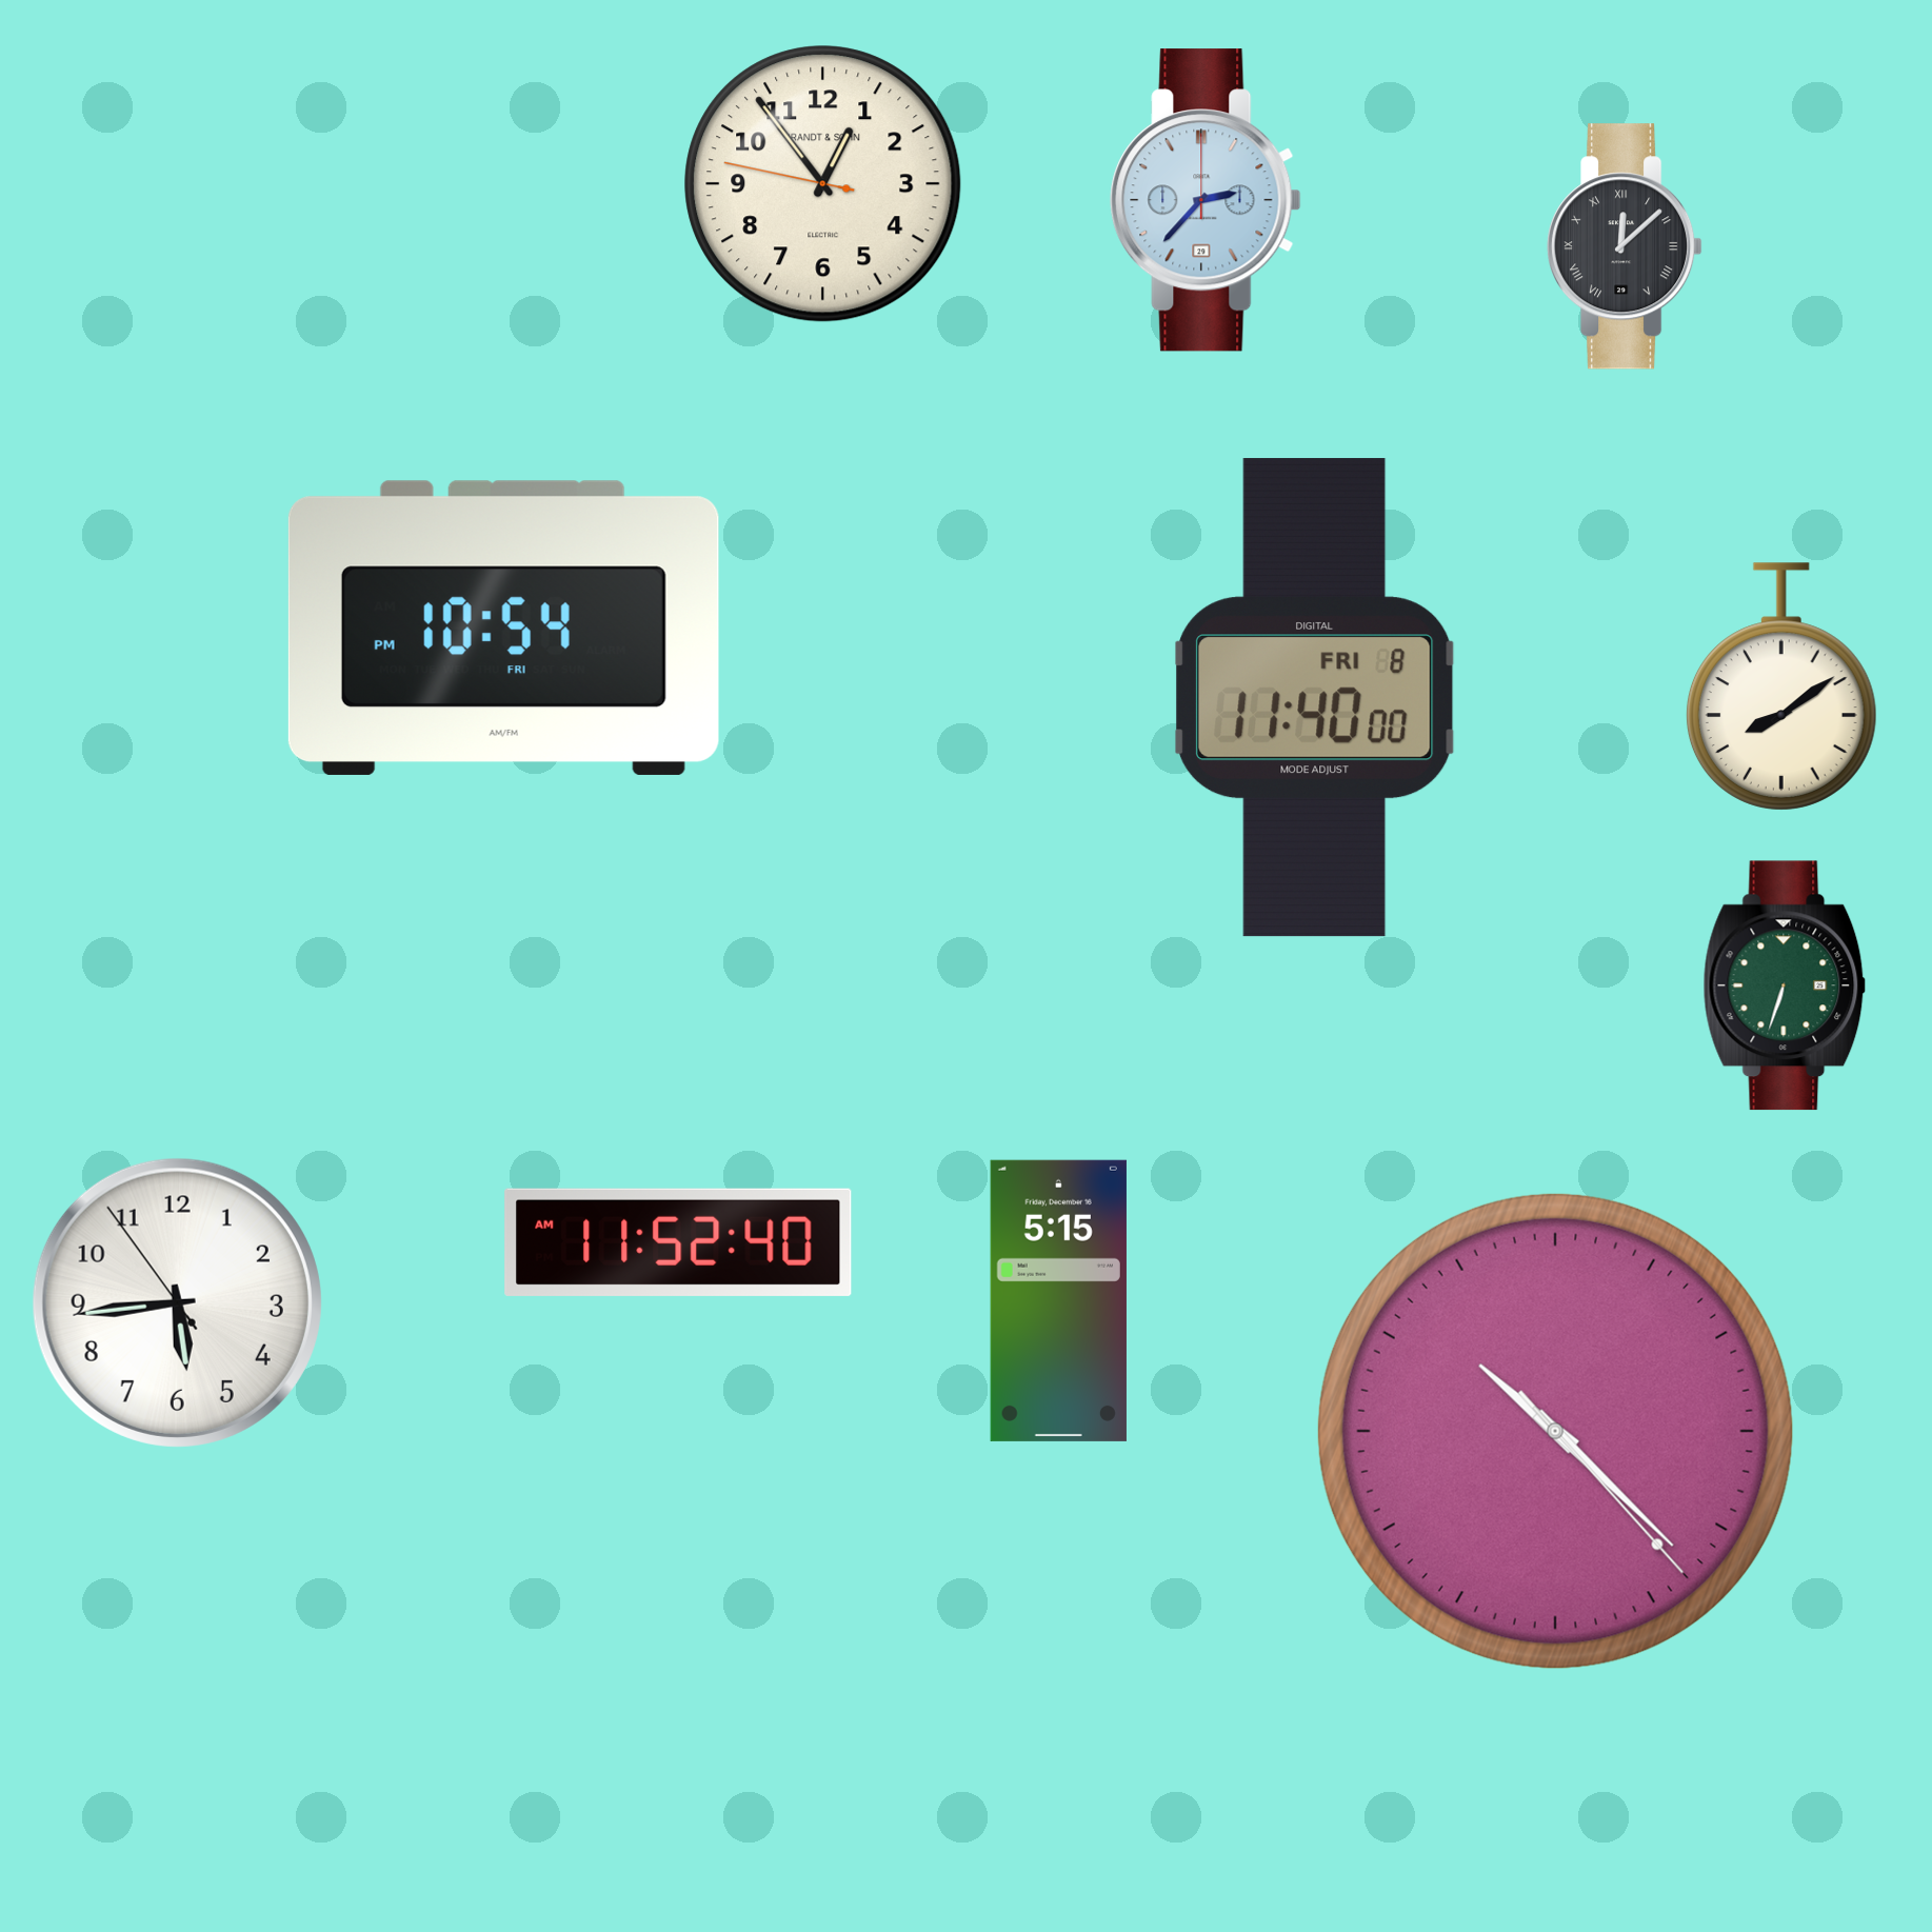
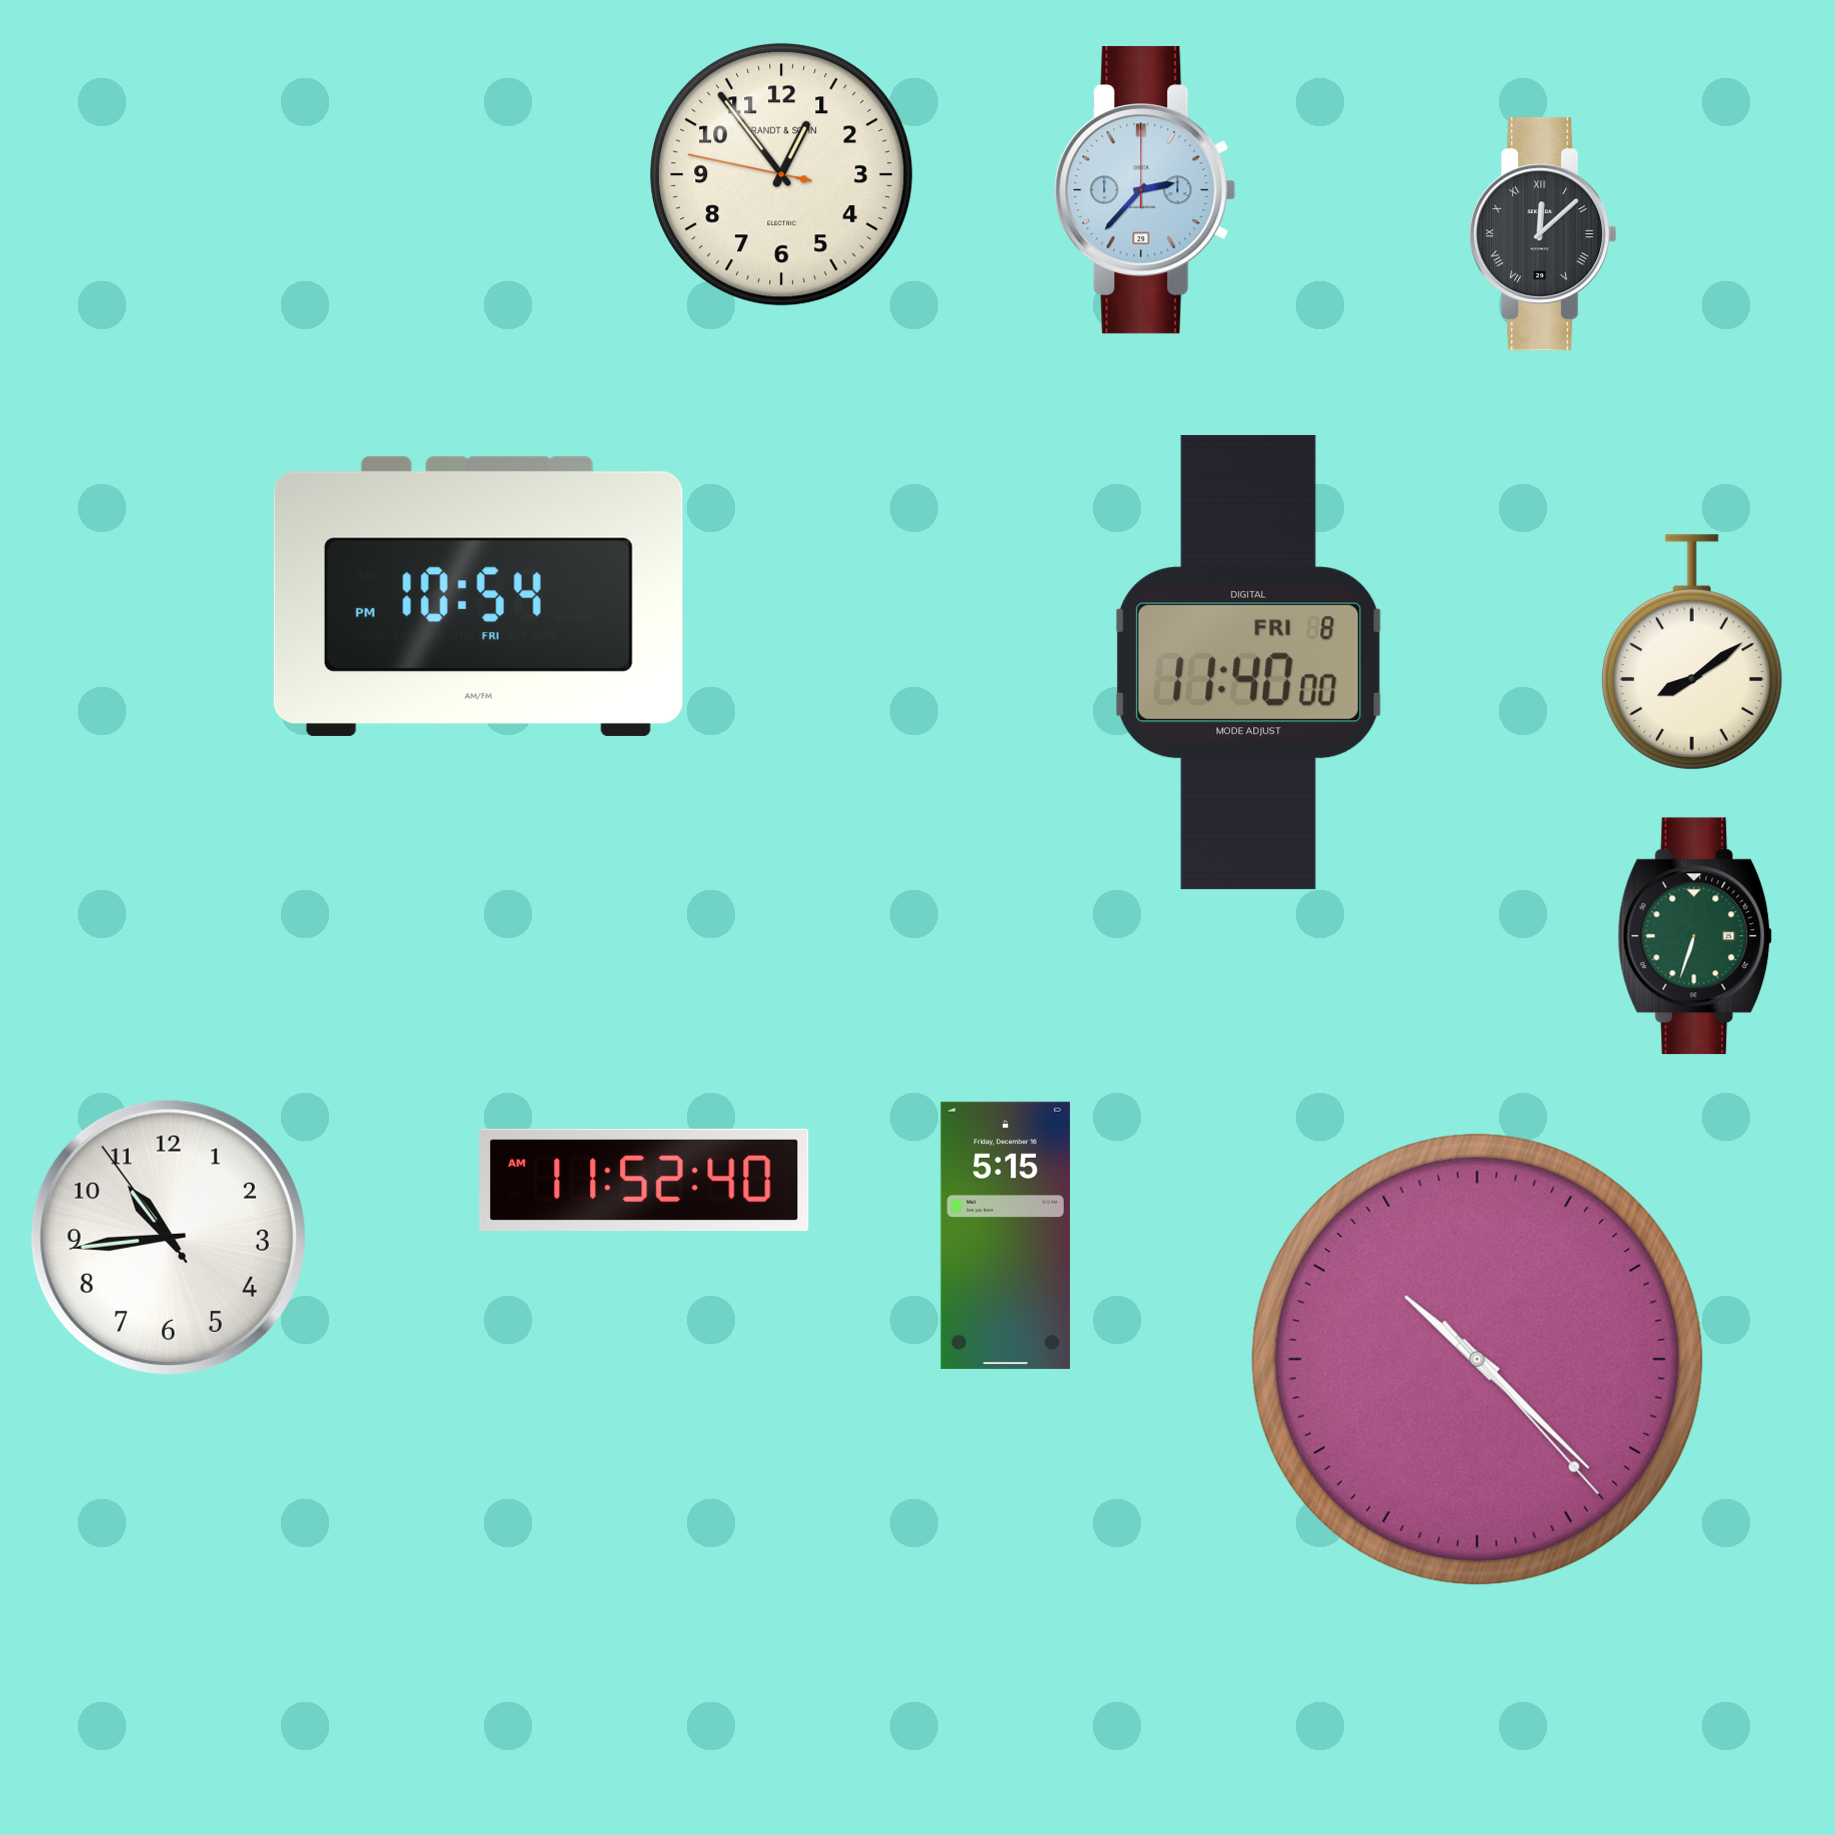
clock at (177, 1302): 5:43 -> 10:43
